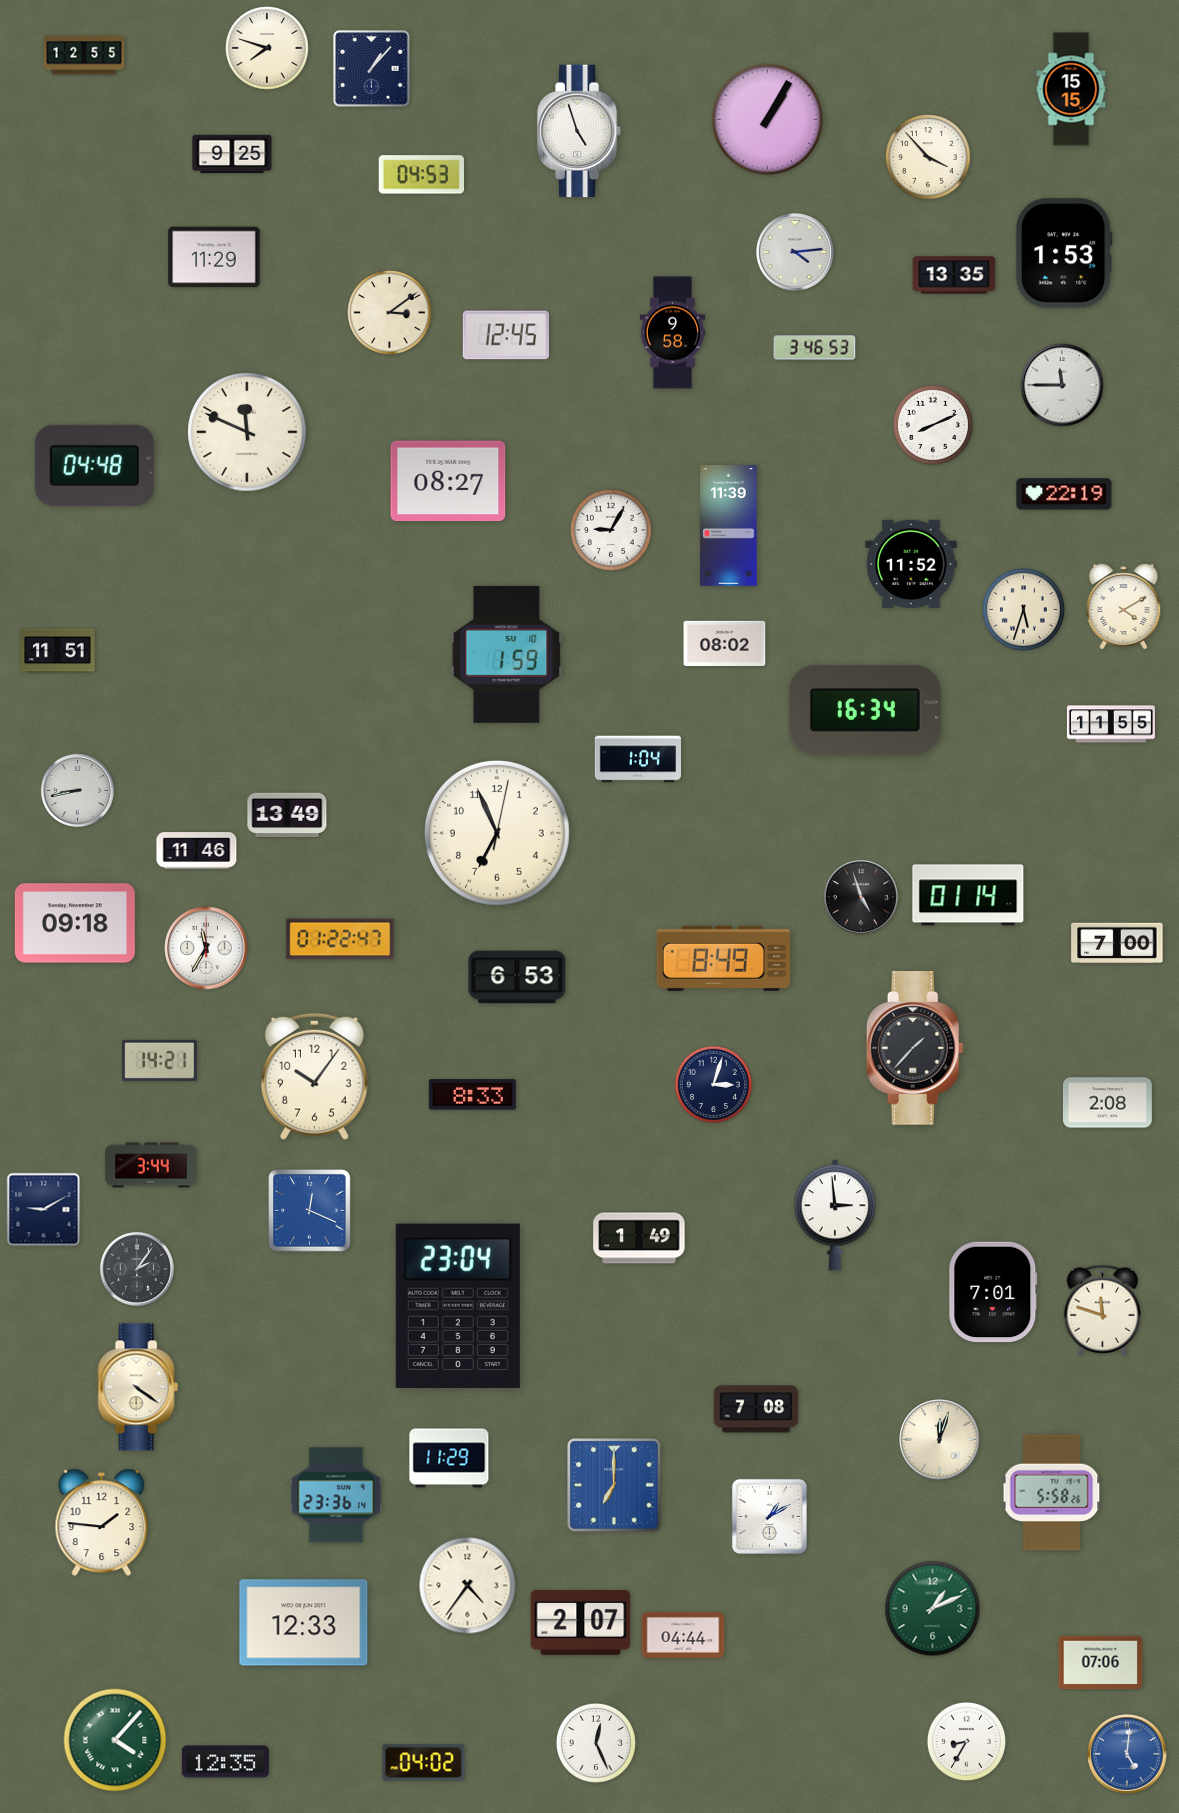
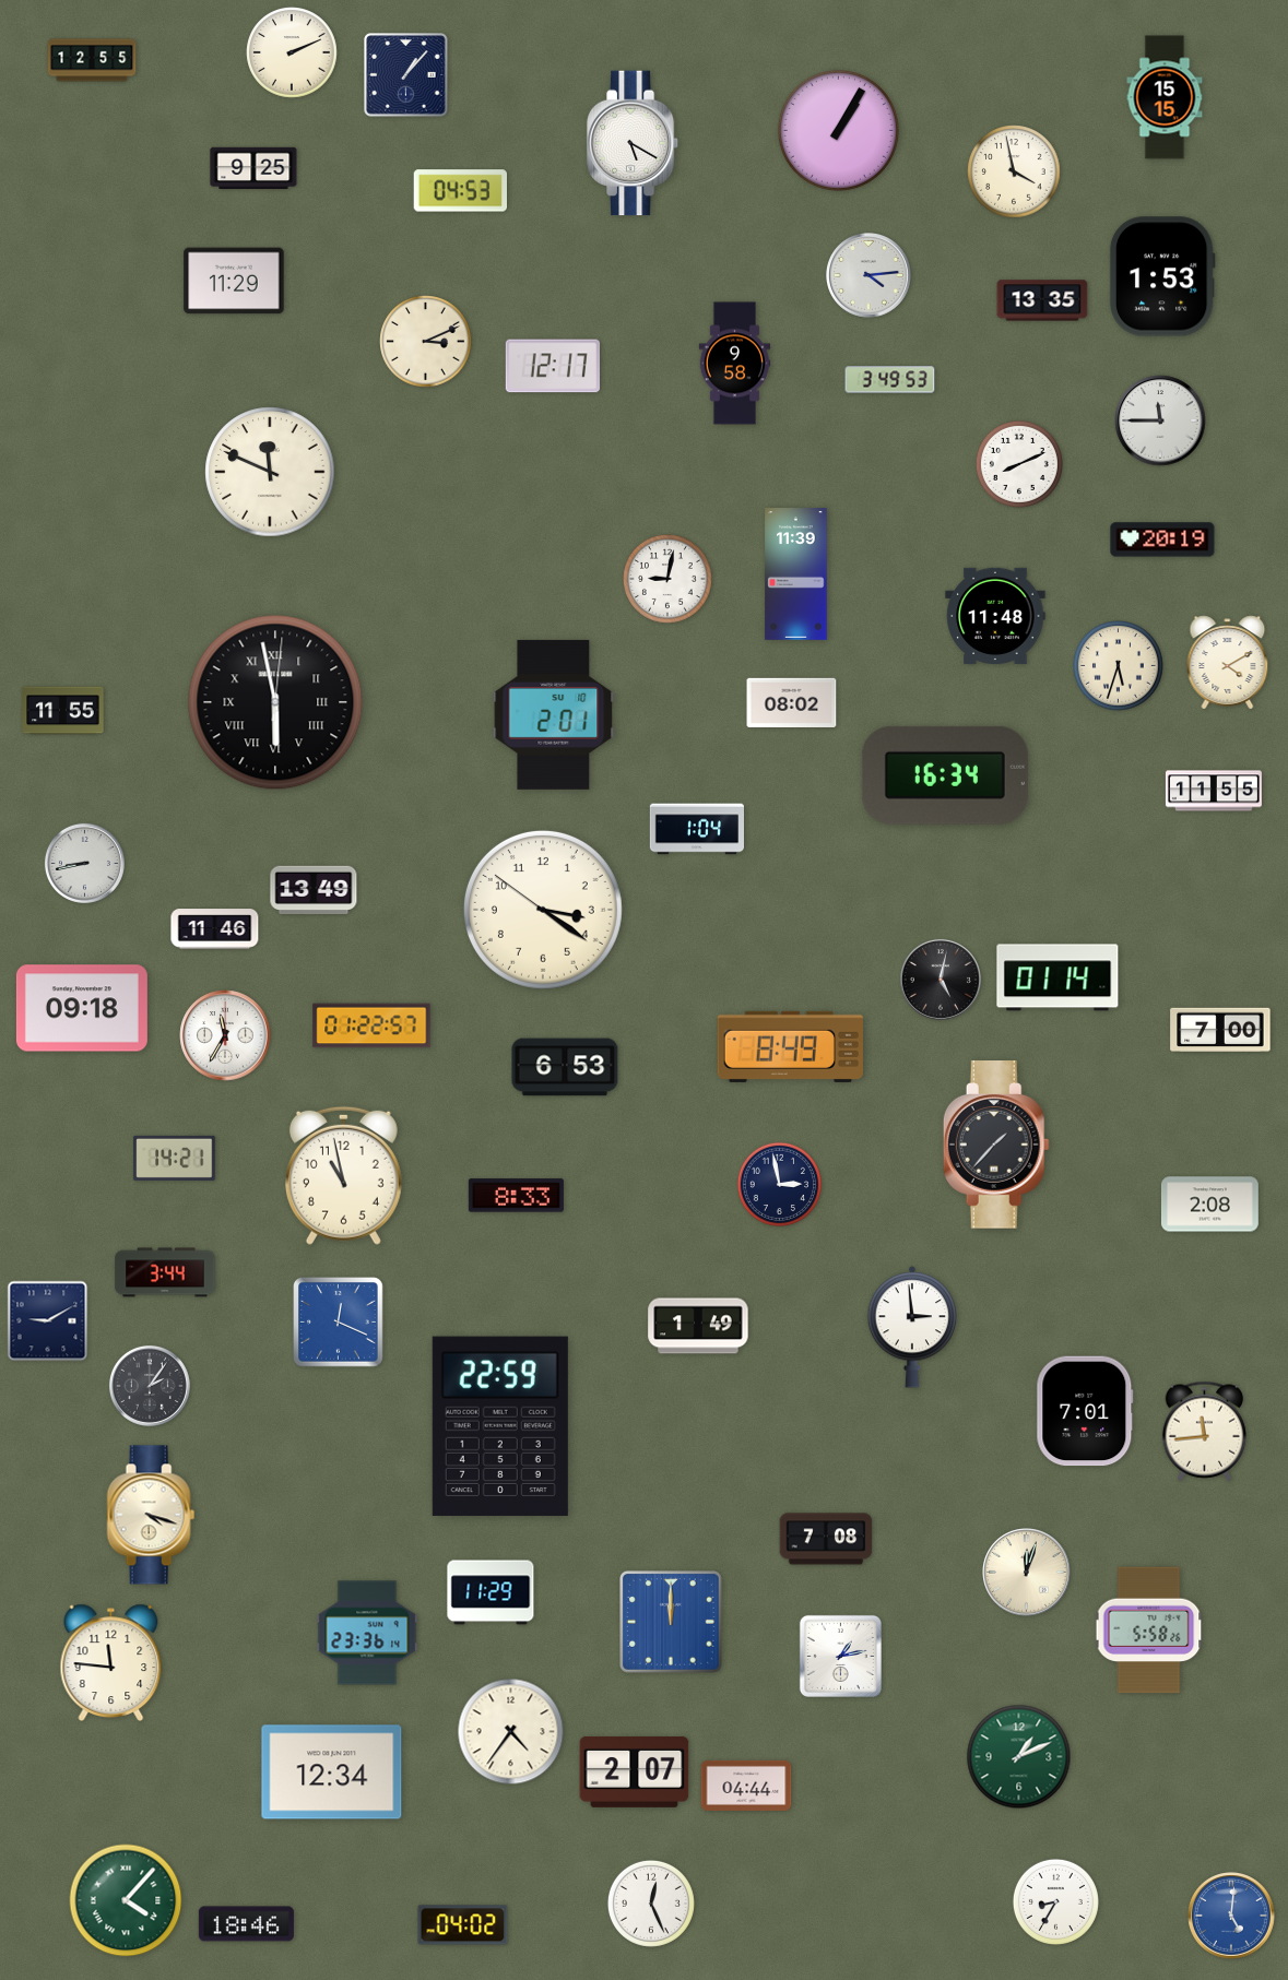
clock at (267, 48): 7:48 -> 2:11
clock at (1071, 89) position: (1071, 89) -> (1165, 97)
clock at (579, 131): 4:57 -> 5:20
clock at (928, 157): 3:53 -> 3:58
clock at (390, 313): 3:09 -> 3:11
clock at (506, 335): 12:45 -> 12:17
clock at (815, 348): 3:46 -> 3:49
clock at (94, 465): 04:48 -> none
clock at (448, 481): 08:27 -> none
clock at (1064, 494): 22:19 -> 20:19
clock at (611, 530): 9:05 -> 9:02
clock at (911, 563): 11:52 -> 11:48
clock at (275, 702): none -> 5:58
clock at (58, 651): 11:51 -> 11:55
clock at (507, 654): 1:59 -> 2:01
clock at (497, 833): 6:56 -> 3:20
clock at (861, 897): 4:57 -> 5:02
clock at (340, 939): 01:22:47 -> 01:22:57
clock at (915, 1049) position: (915, 1049) -> (996, 1146)
clock at (314, 1076): 10:06 -> 10:58
clock at (713, 1084): 3:03 -> 2:58
clock at (639, 1238) position: (639, 1238) -> (698, 1326)
clock at (458, 1306): 23:04 -> 22:59
clock at (1103, 1310): 11:48 -> 11:44
clock at (138, 1387): 4:21 -> 4:18
clock at (615, 1486): 7:00 -> 12:00
clock at (769, 1516): 1:10 -> 1:13
clock at (102, 1522): 1:46 -> 11:46
clock at (304, 1623): 12:33 -> 12:34
clock at (1101, 1663): 07:06 -> none
clock at (225, 1762): 12:35 -> 18:46
